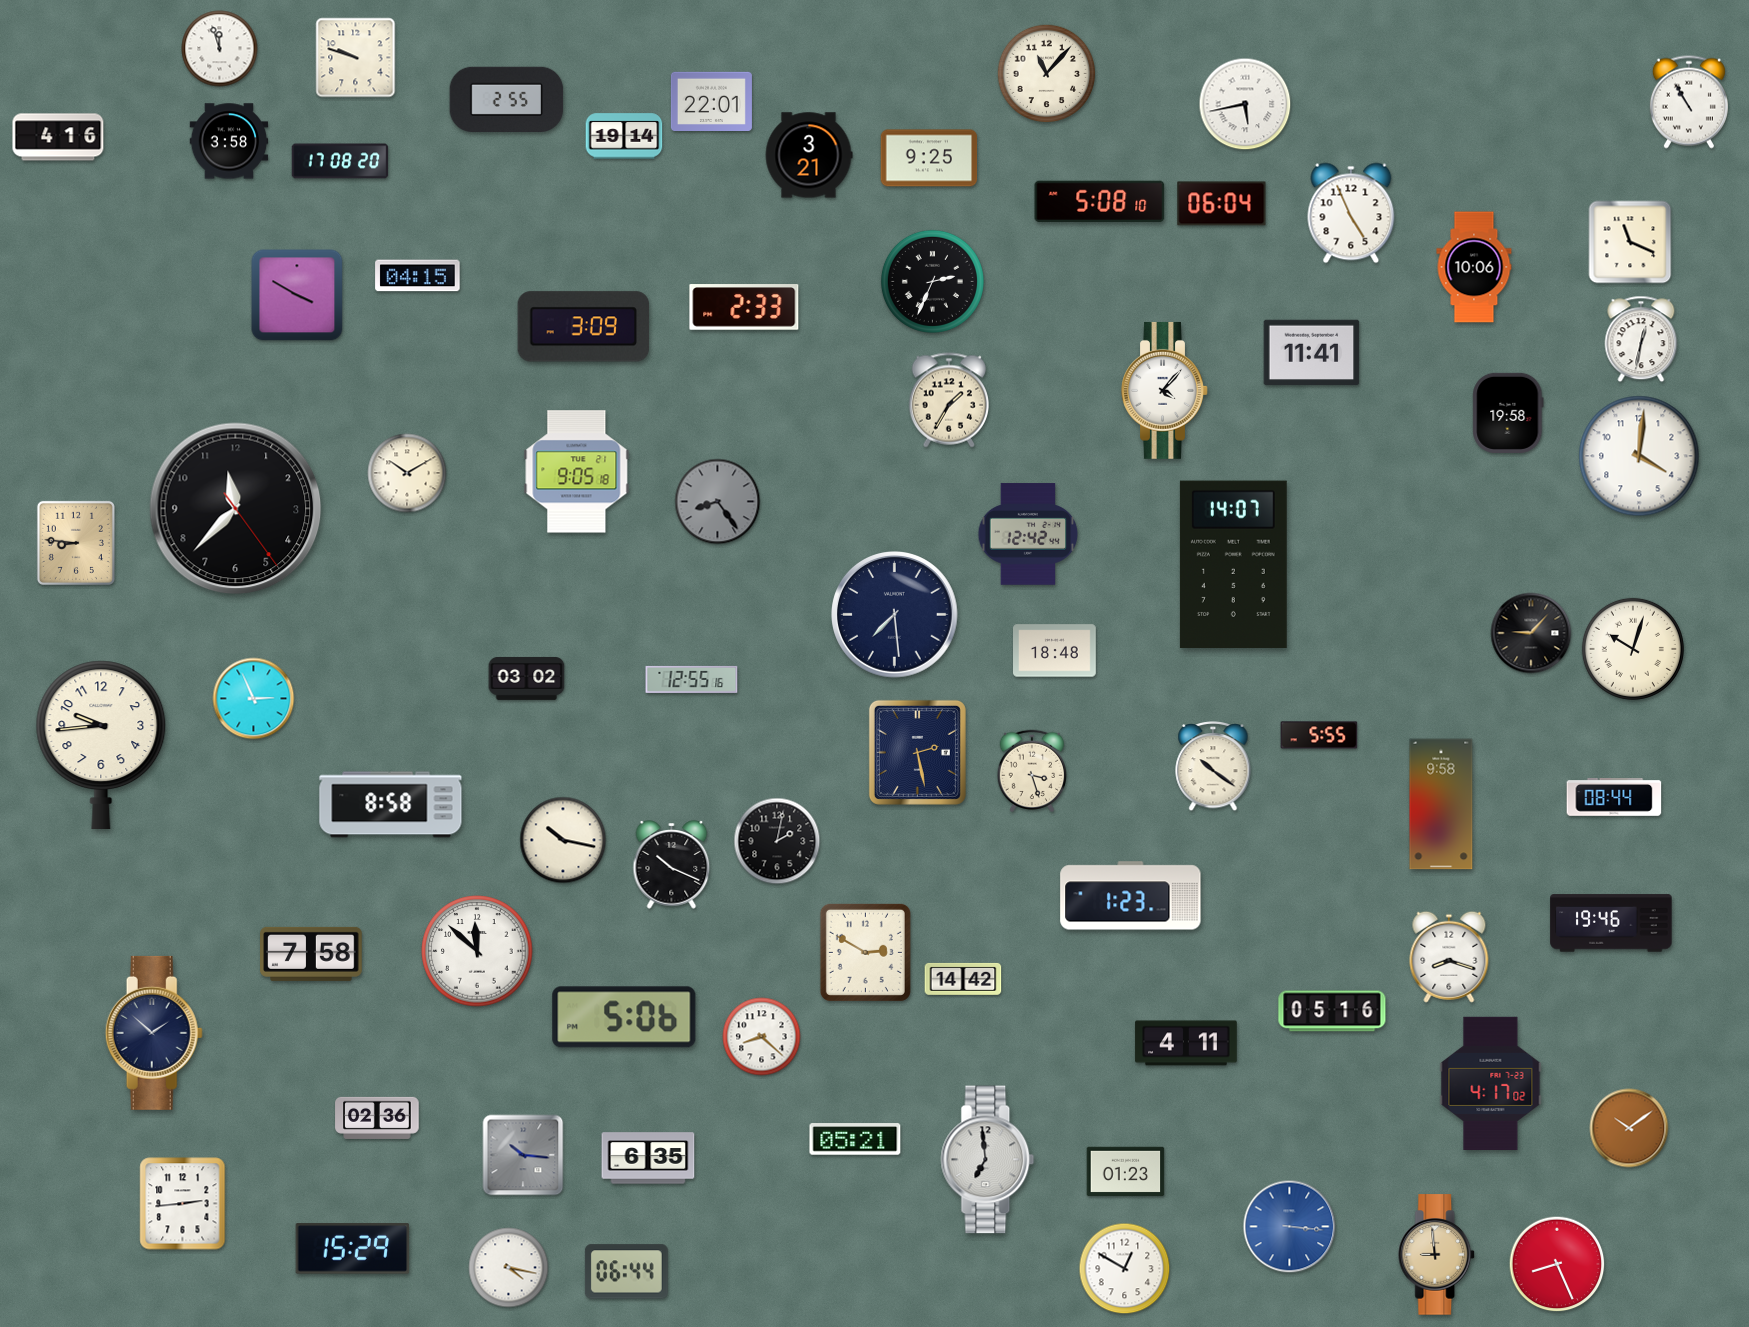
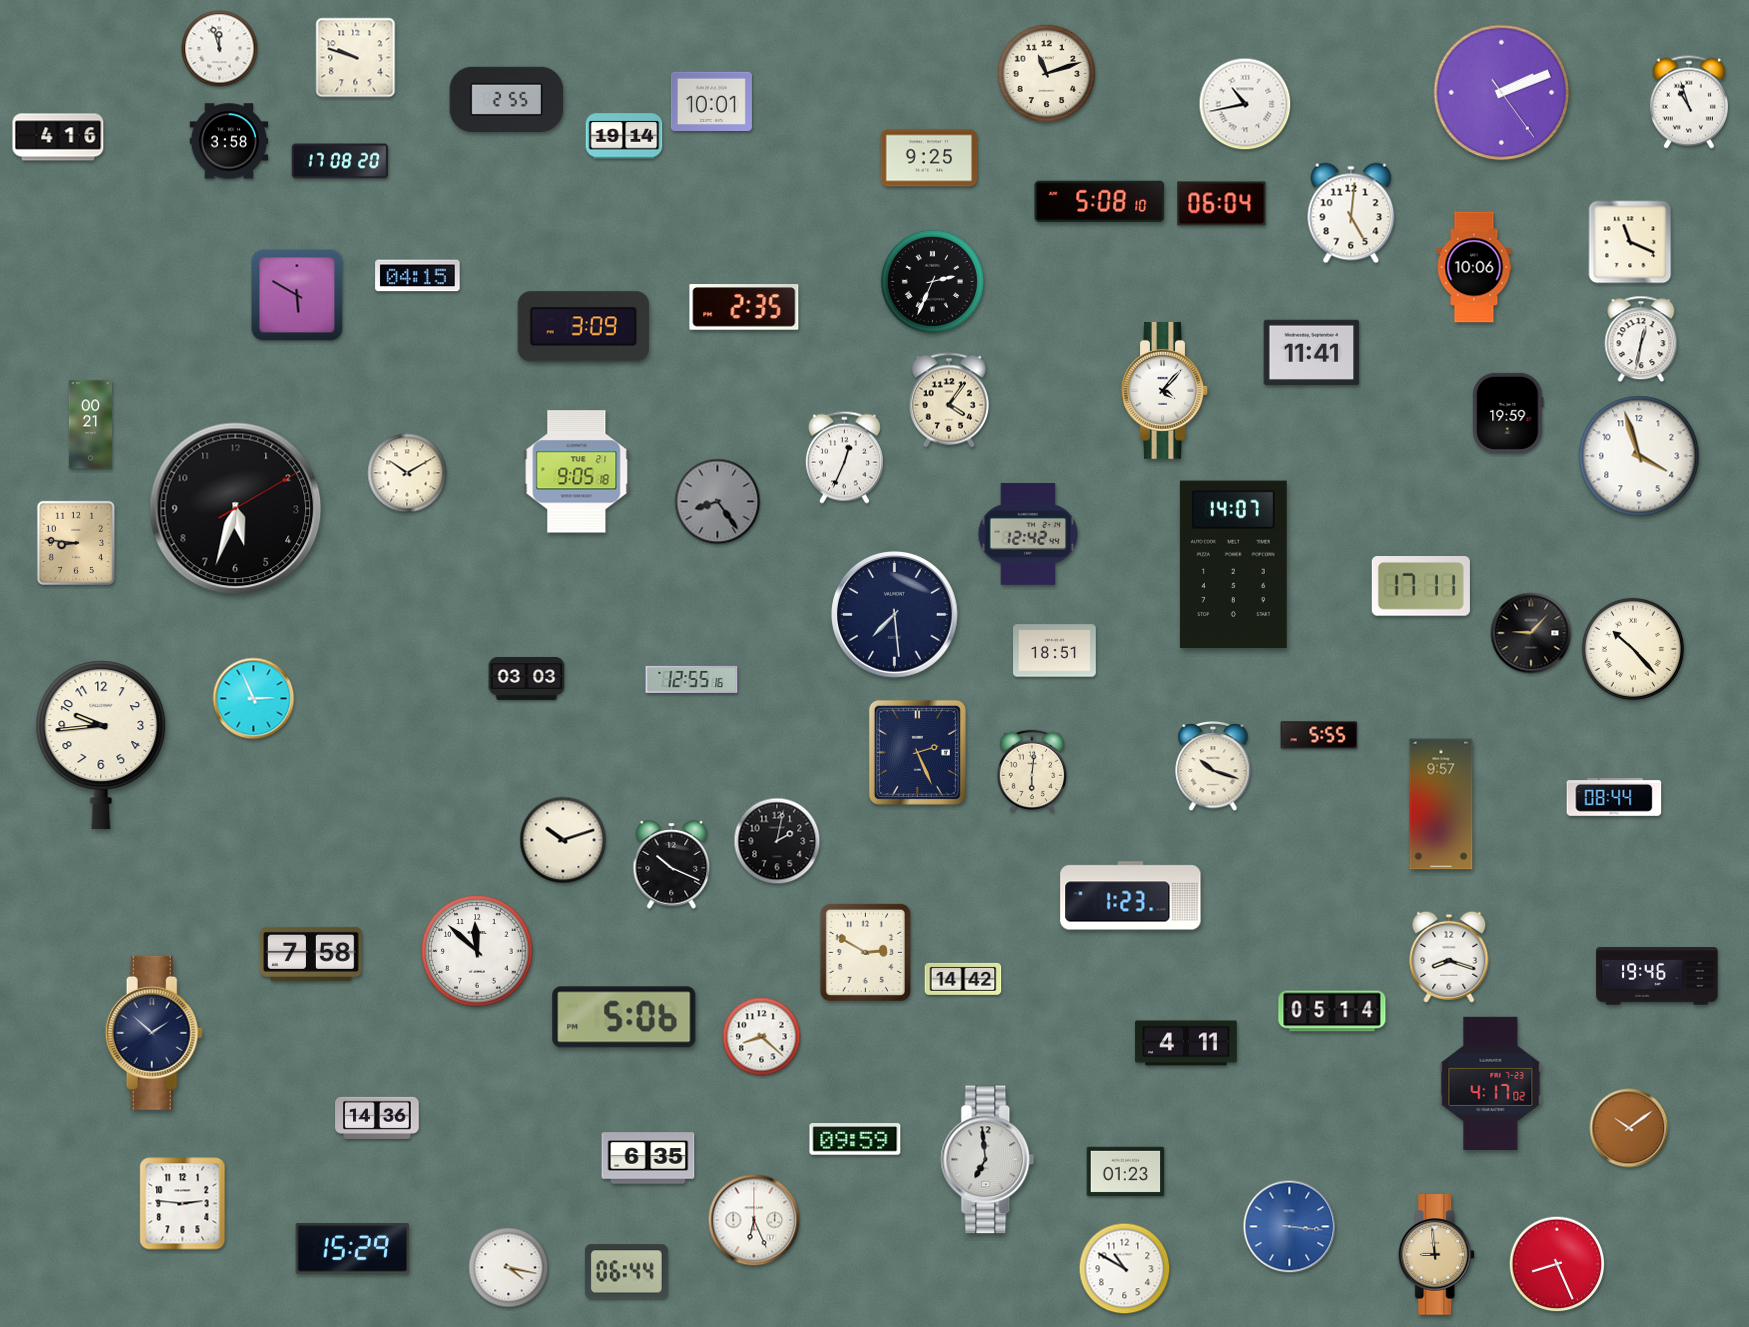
clock at (1047, 74): 11:07 -> 11:12
clock at (1502, 93): none -> 2:11
clock at (711, 101): 22:01 -> 10:01
clock at (1689, 102): 10:55 -> 10:57
clock at (1245, 104): 5:43 -> 10:43
clock at (809, 155): 3:21 -> none
clock at (1351, 213): 4:56 -> 5:01
clock at (297, 295): 3:50 -> 5:50
clock at (744, 307): 2:33 -> 2:35
clock at (948, 400): 1:35 -> 4:06
clock at (1508, 413): 19:58 -> 19:59
clock at (90, 425): none -> 00:21
clock at (1639, 456): 4:01 -> 3:57
clock at (844, 457): none -> 12:34
clock at (236, 509): 11:37 -> 5:33
clock at (1421, 587): none -> 17:11
clock at (1633, 649): 10:03 -> 10:23
clock at (1055, 651): 18:48 -> 18:51
clock at (527, 678): 03:02 -> 03:03
clock at (917, 752): 2:28 -> 2:26
clock at (1213, 766): 10:21 -> 10:18
clock at (1031, 770): 3:27 -> 6:01
clock at (1441, 804): 9:58 -> 9:57
clock at (391, 805): 8:58 -> none
clock at (563, 840): 10:17 -> 10:12
clock at (1611, 923) position: (1611, 923) -> (1657, 976)
clock at (1332, 1011): 05:16 -> 05:14
clock at (377, 1118): 02:36 -> 14:36
clock at (855, 1139): 05:21 -> 09:59
clock at (523, 1155): 10:16 -> none
clock at (183, 1204): 2:44 -> 2:46
clock at (754, 1220): none -> 6:26
clock at (1125, 1269): 12:50 -> 10:50
